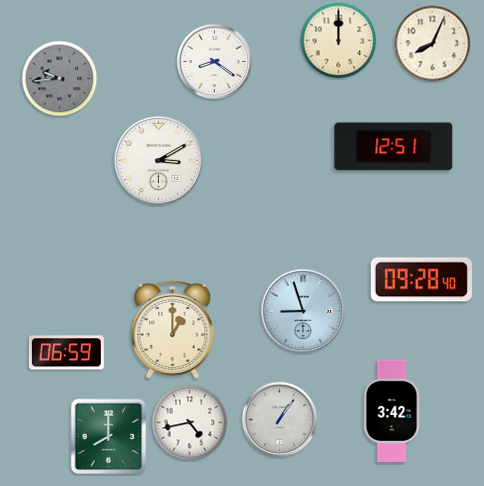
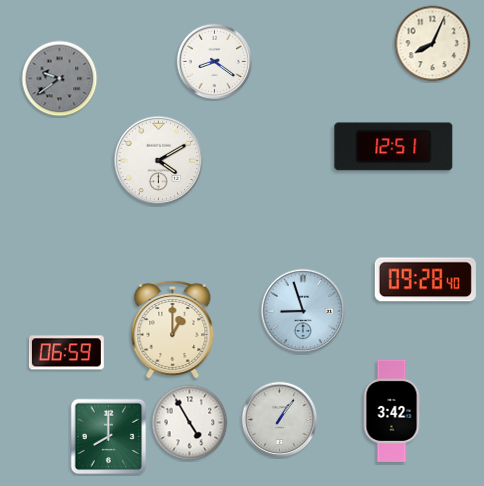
clock at (339, 41): 12:00 -> none
clock at (60, 79): 9:44 -> 9:39
clock at (159, 161): 3:10 -> 4:10
clock at (421, 280) position: (421, 280) -> (425, 280)
clock at (190, 423): 4:43 -> 4:55
